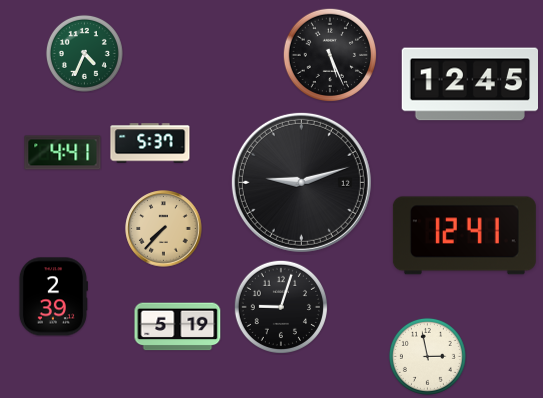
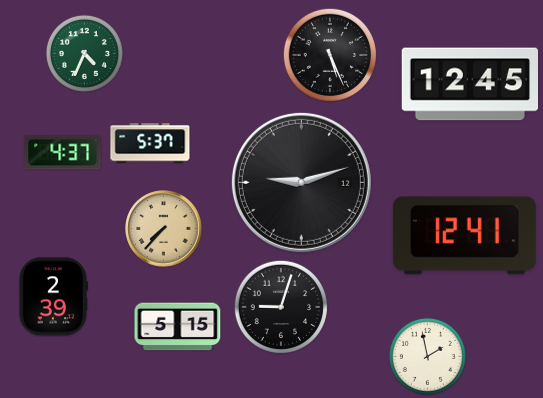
clock at (63, 153): 4:41 -> 4:37
clock at (178, 327): 5:19 -> 5:15
clock at (427, 356): 2:58 -> 1:58
